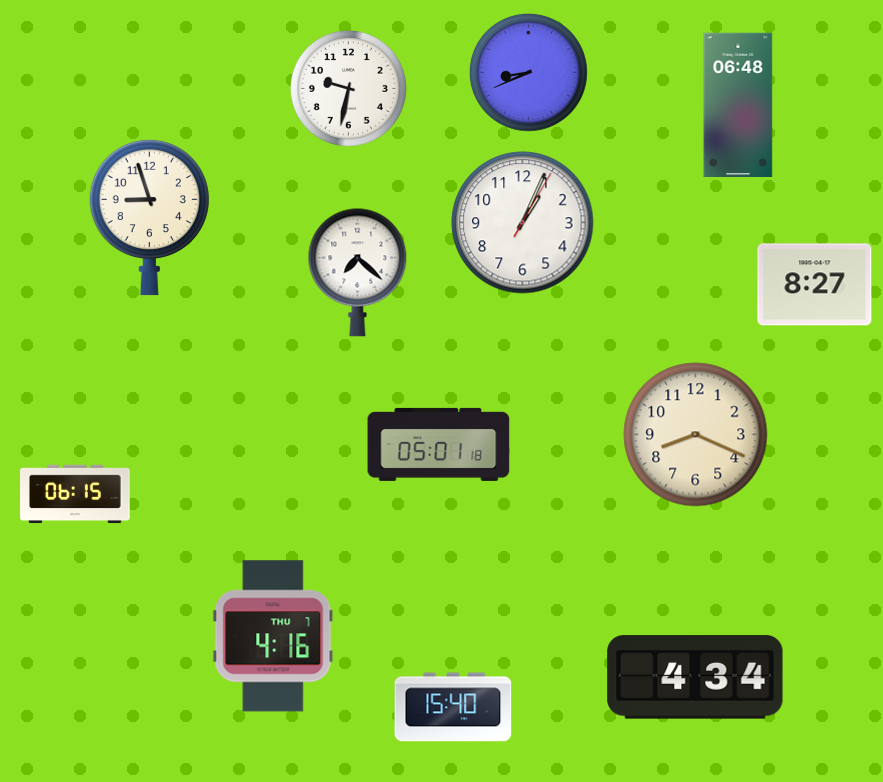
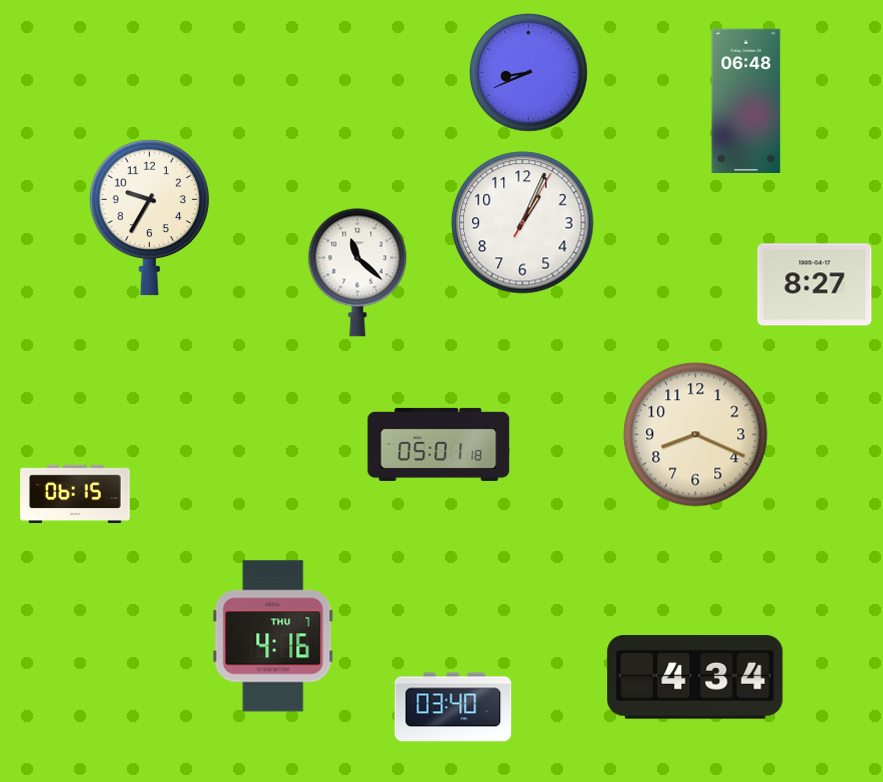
clock at (348, 88): 9:32 -> none
clock at (738, 104) position: (738, 104) -> (746, 100)
clock at (149, 217): 8:57 -> 9:35
clock at (358, 272): 7:22 -> 11:22
clock at (453, 707): 15:40 -> 03:40
